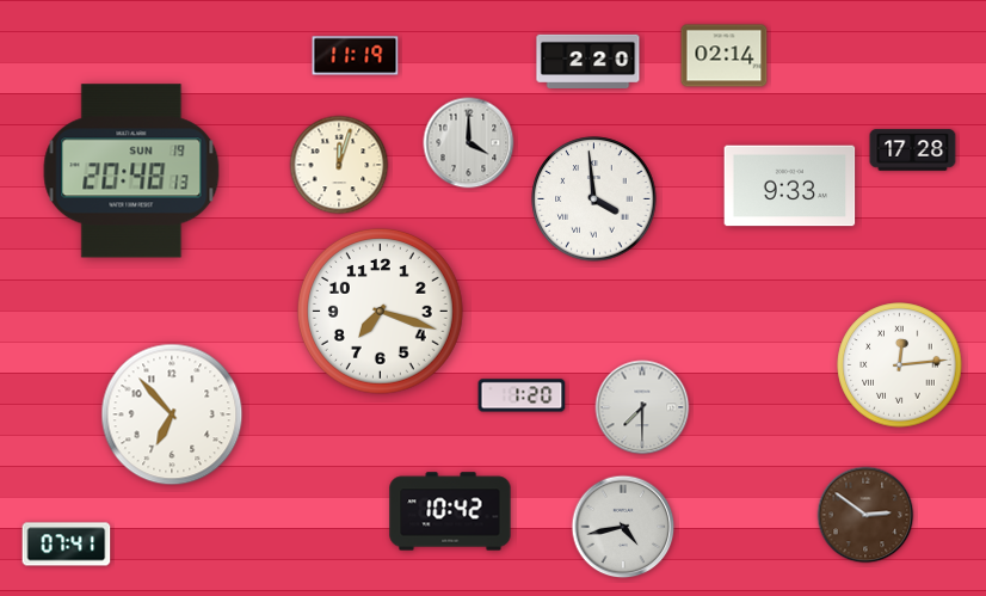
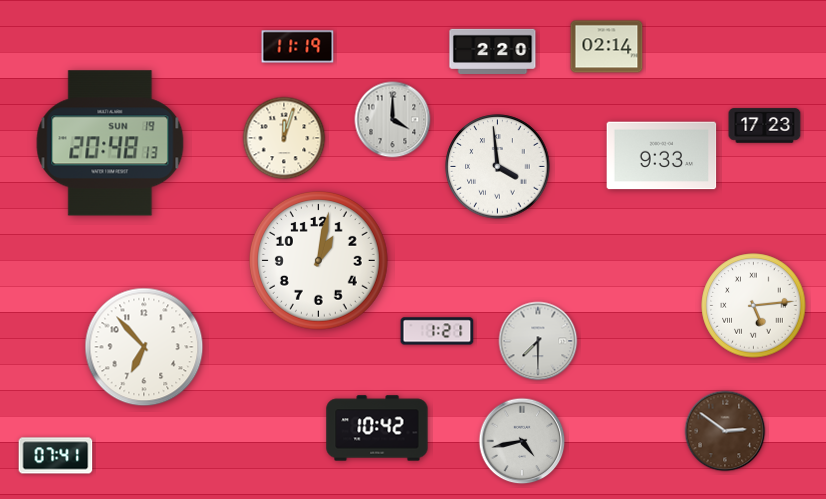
clock at (913, 150): 17:28 -> 17:23
clock at (381, 312): 7:18 -> 1:02
clock at (900, 365): 12:14 -> 5:14
clock at (522, 395): 1:20 -> 1:21
